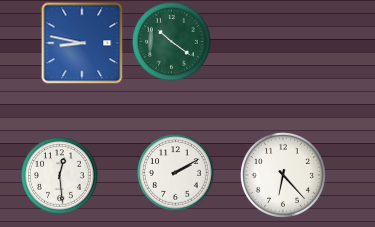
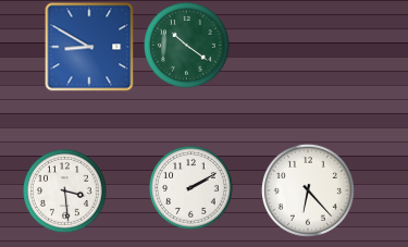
clock at (82, 43): 8:47 -> 8:50
clock at (60, 176): 12:29 -> 3:29
